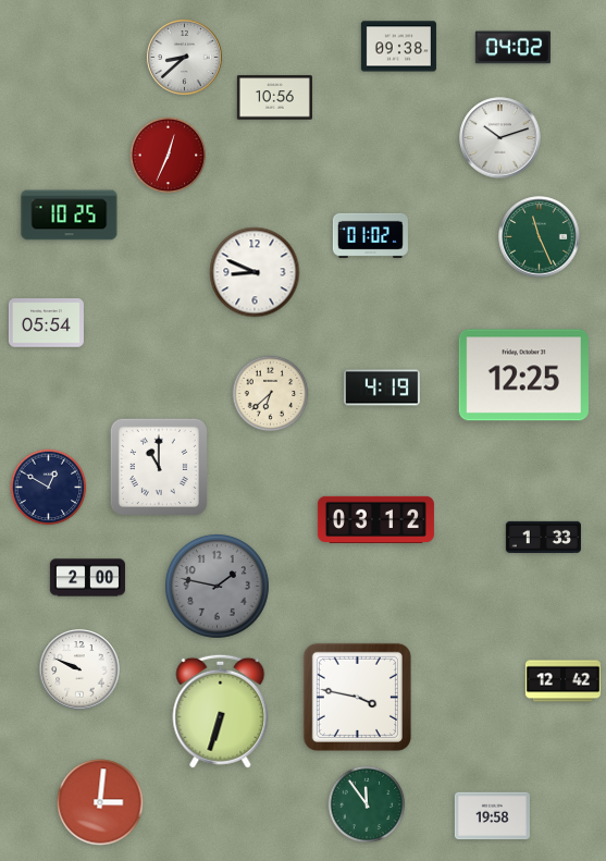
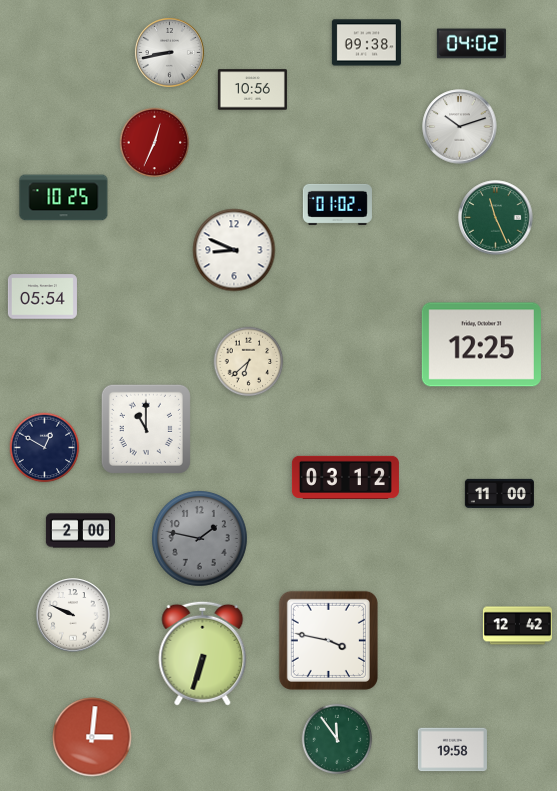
clock at (184, 57): 8:38 -> 8:43
clock at (370, 235) position: (370, 235) -> (337, 204)
clock at (382, 388): 4:19 -> none
clock at (543, 537): 1:33 -> 11:00
